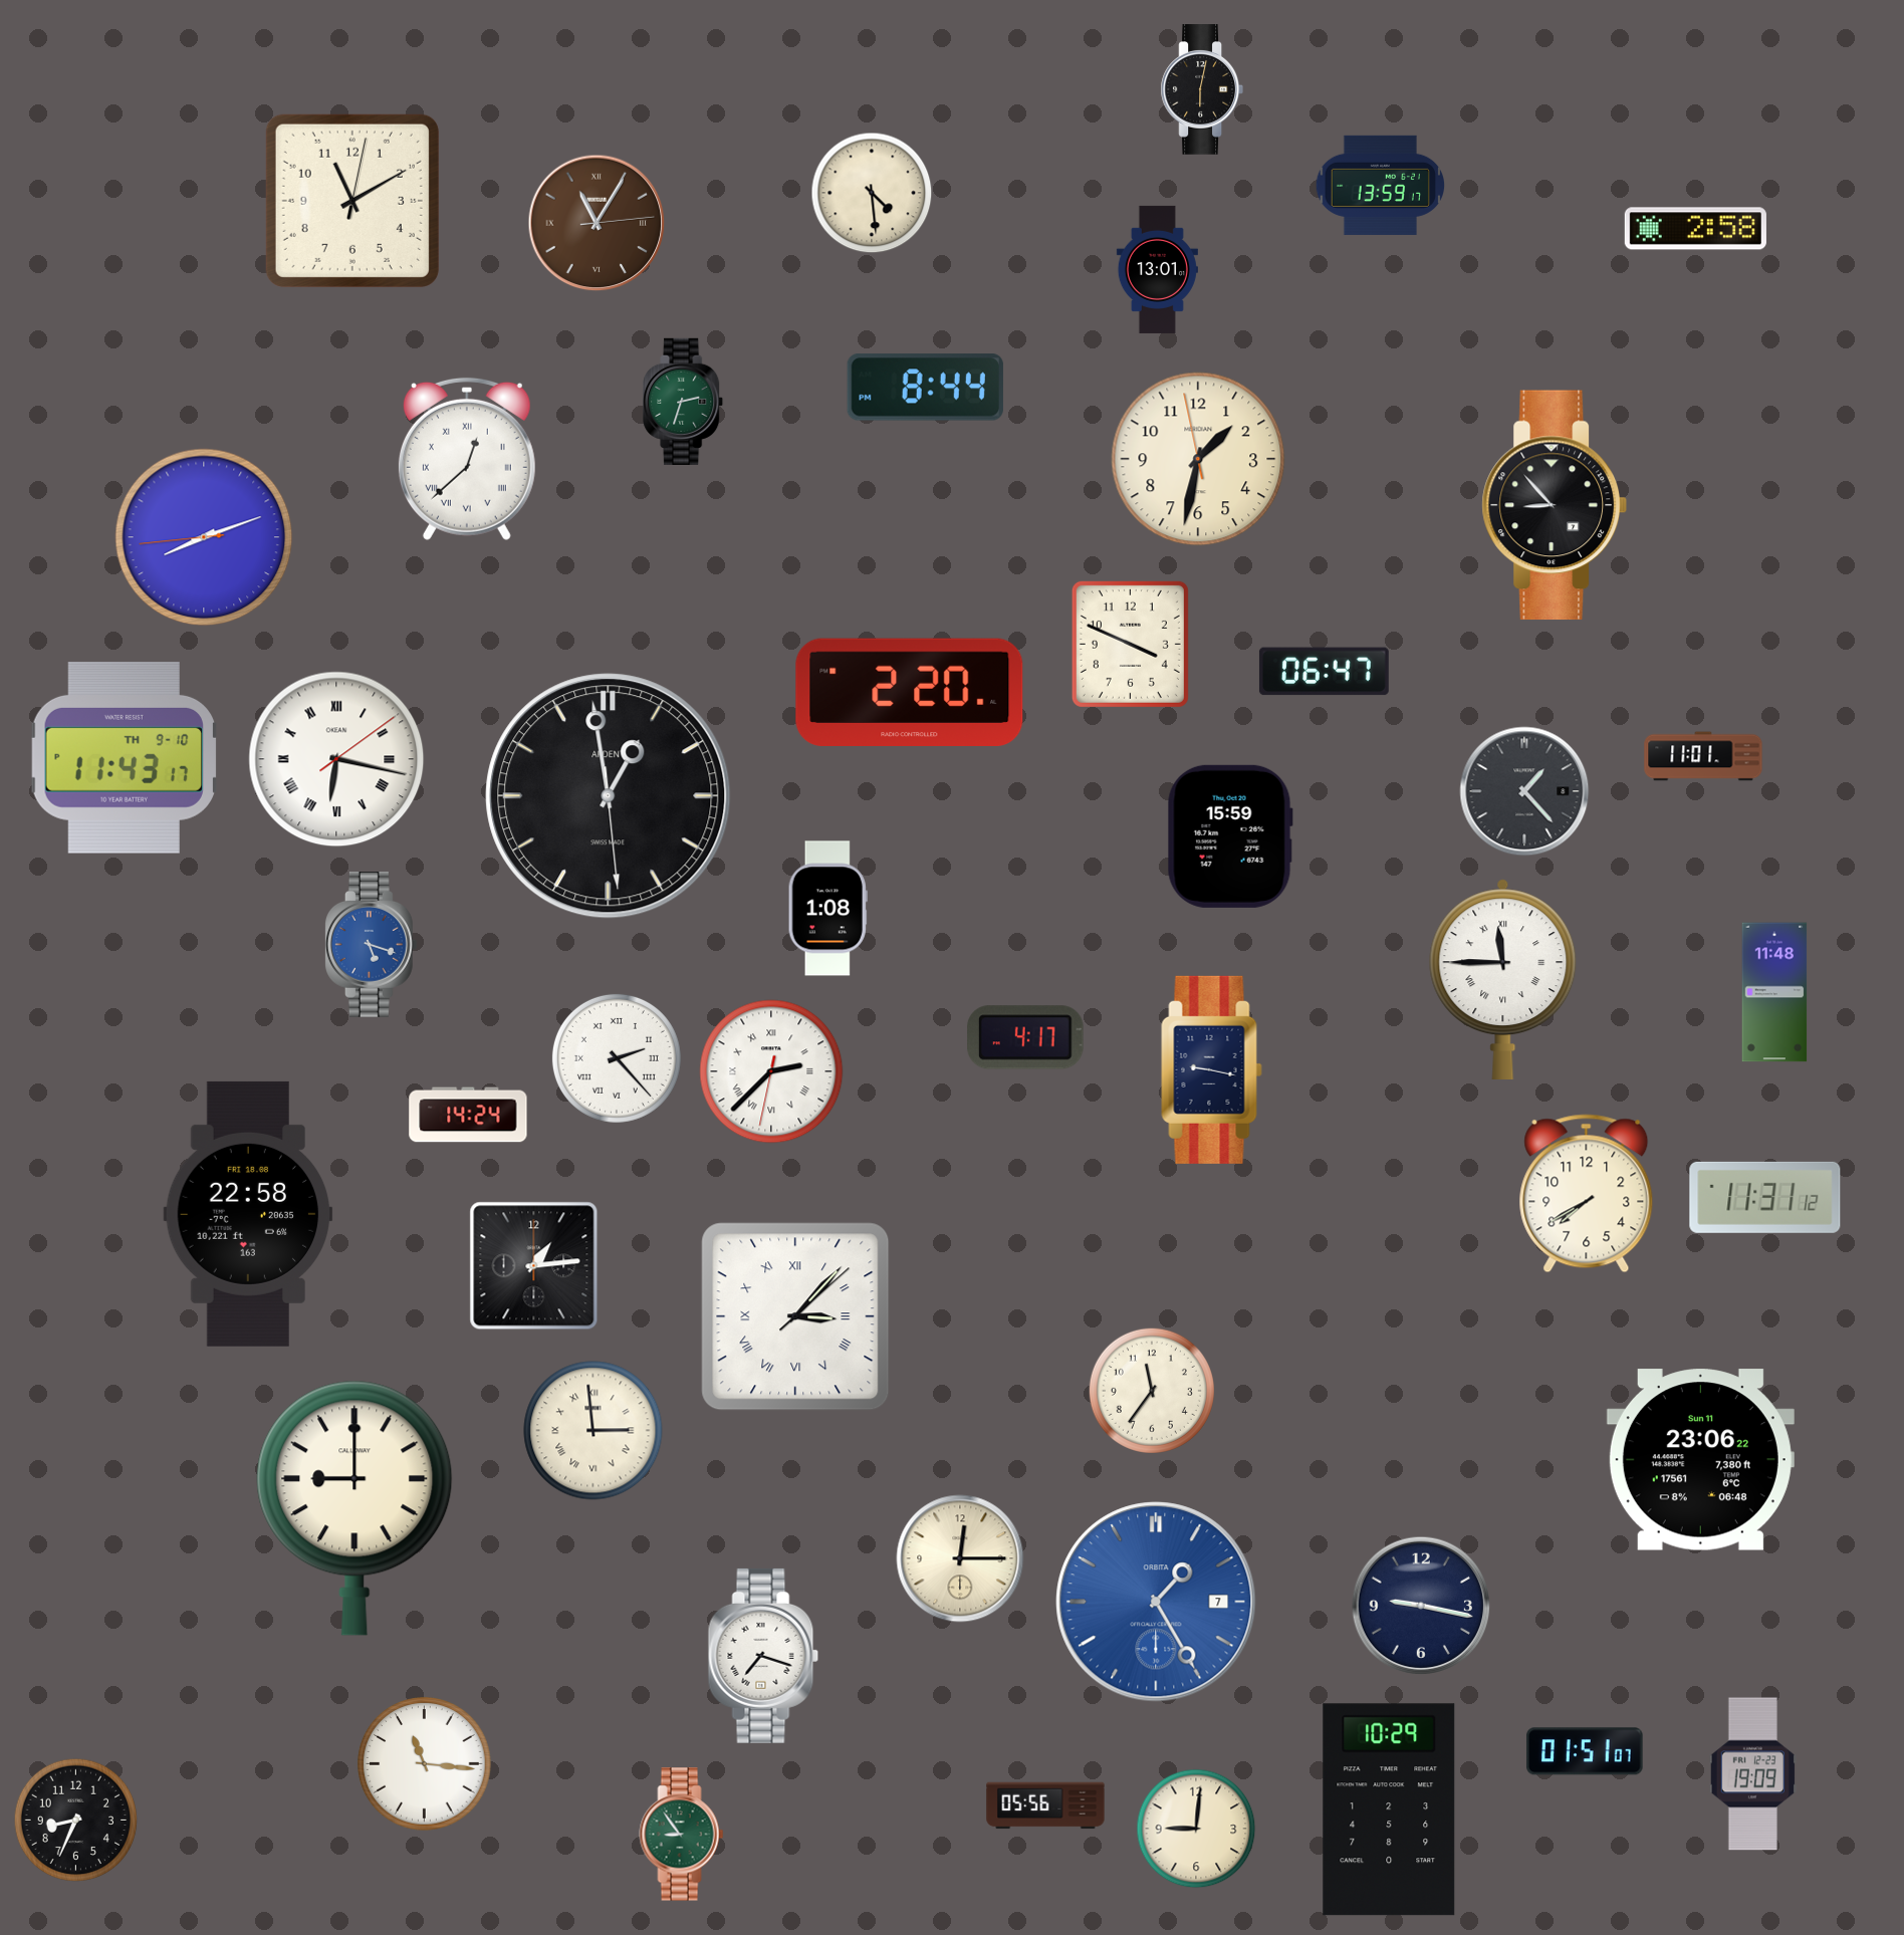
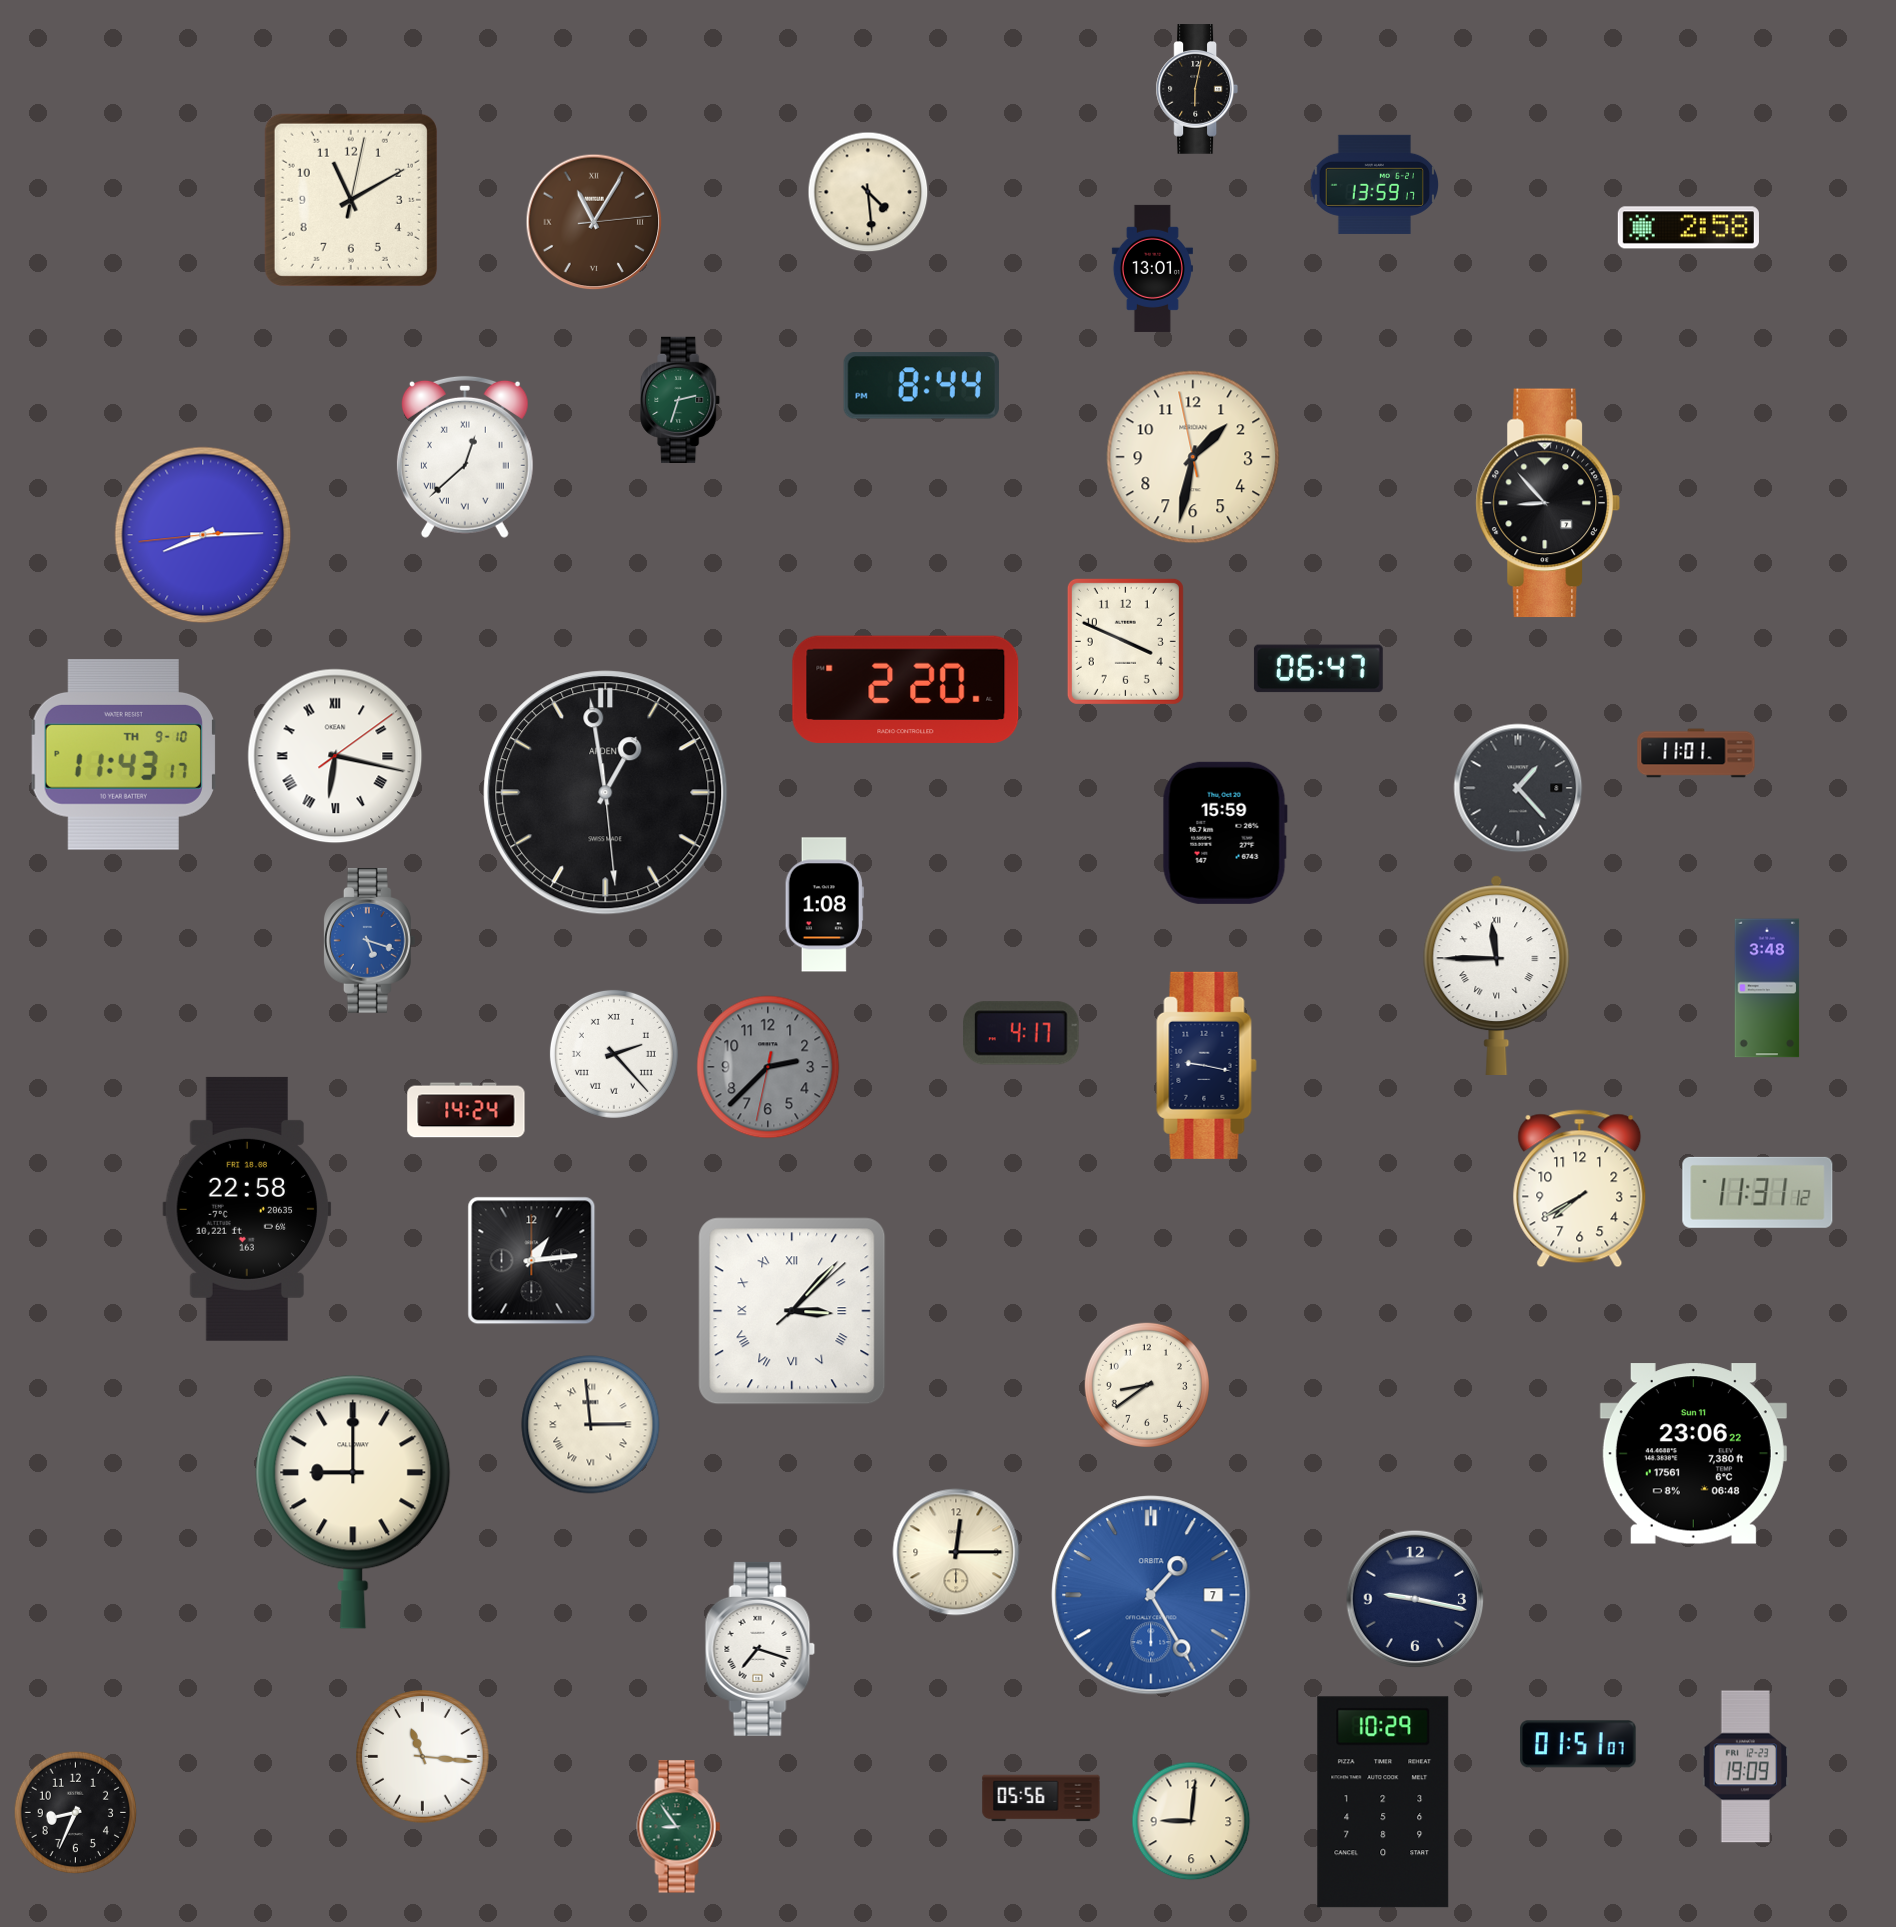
clock at (204, 537): 8:11 -> 8:14
clock at (1774, 992): 11:48 -> 3:48
clock at (771, 1071) dial: white -> grey
clock at (771, 1071) numerals: Roman -> Arabic
clock at (1152, 1391): 11:36 -> 8:39
